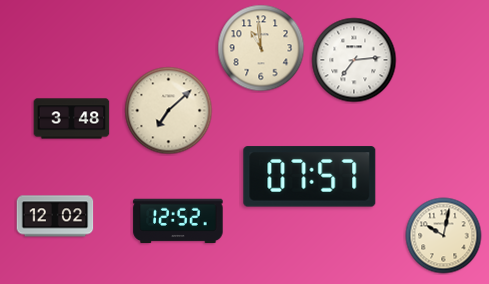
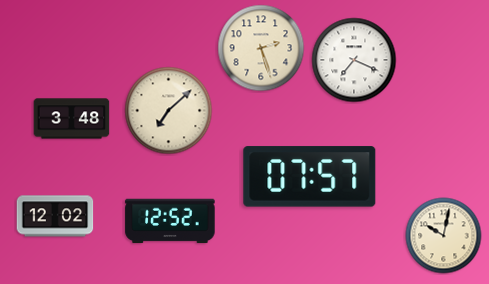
clock at (261, 48): 10:59 -> 2:27
clock at (354, 60): 7:14 -> 7:19
clock at (178, 221) position: (178, 221) -> (170, 221)
